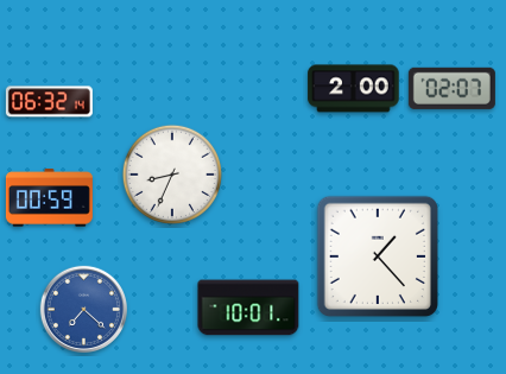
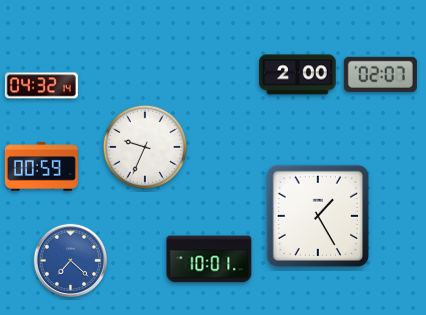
clock at (49, 102): 06:32 -> 04:32
clock at (171, 173): 8:34 -> 9:34
clock at (377, 255): 1:23 -> 1:25
